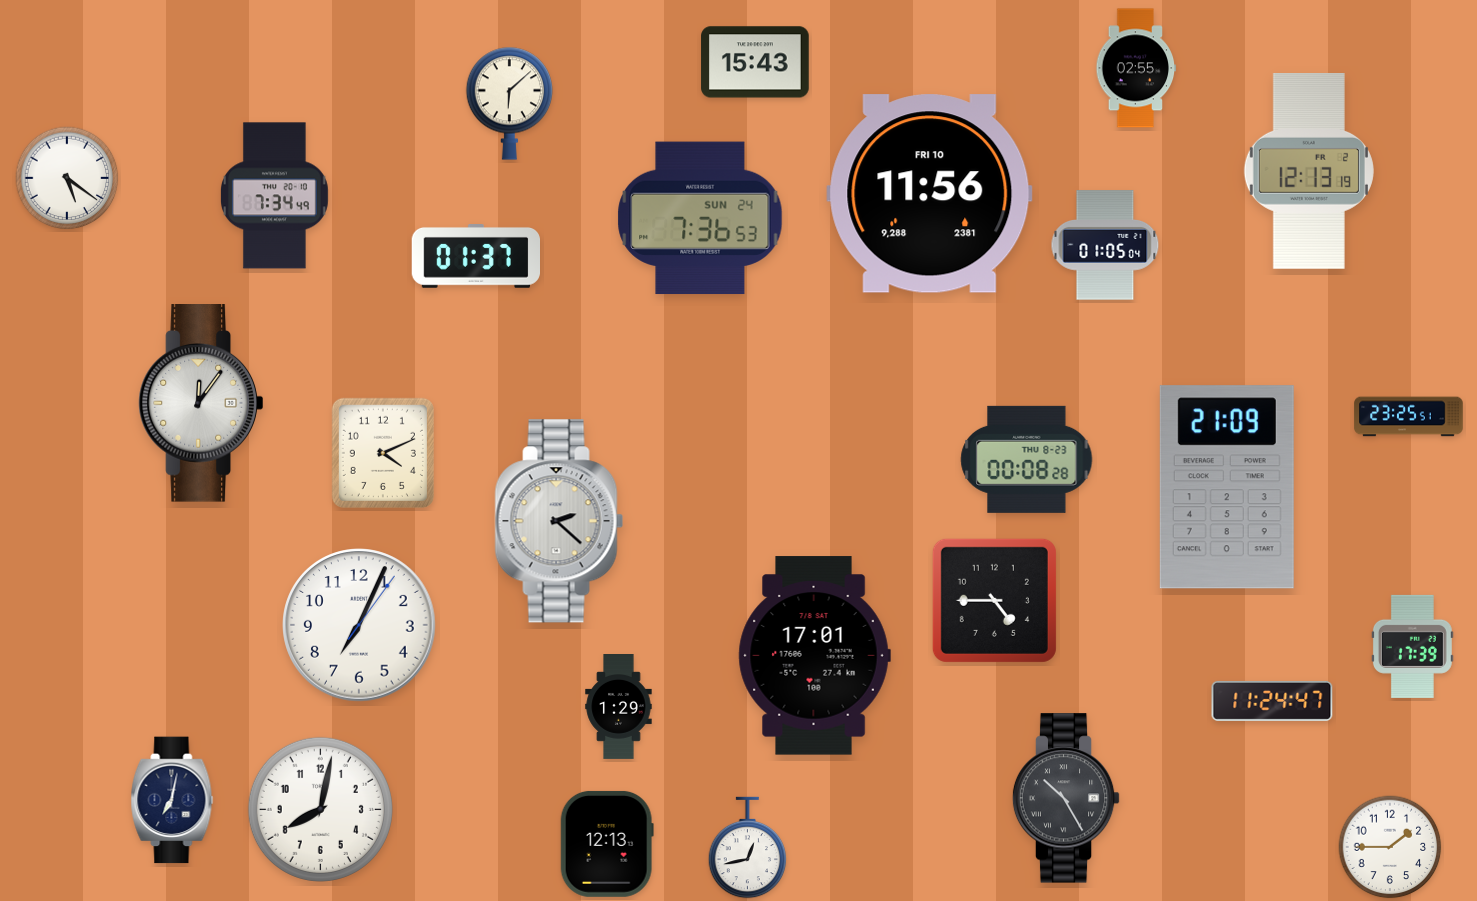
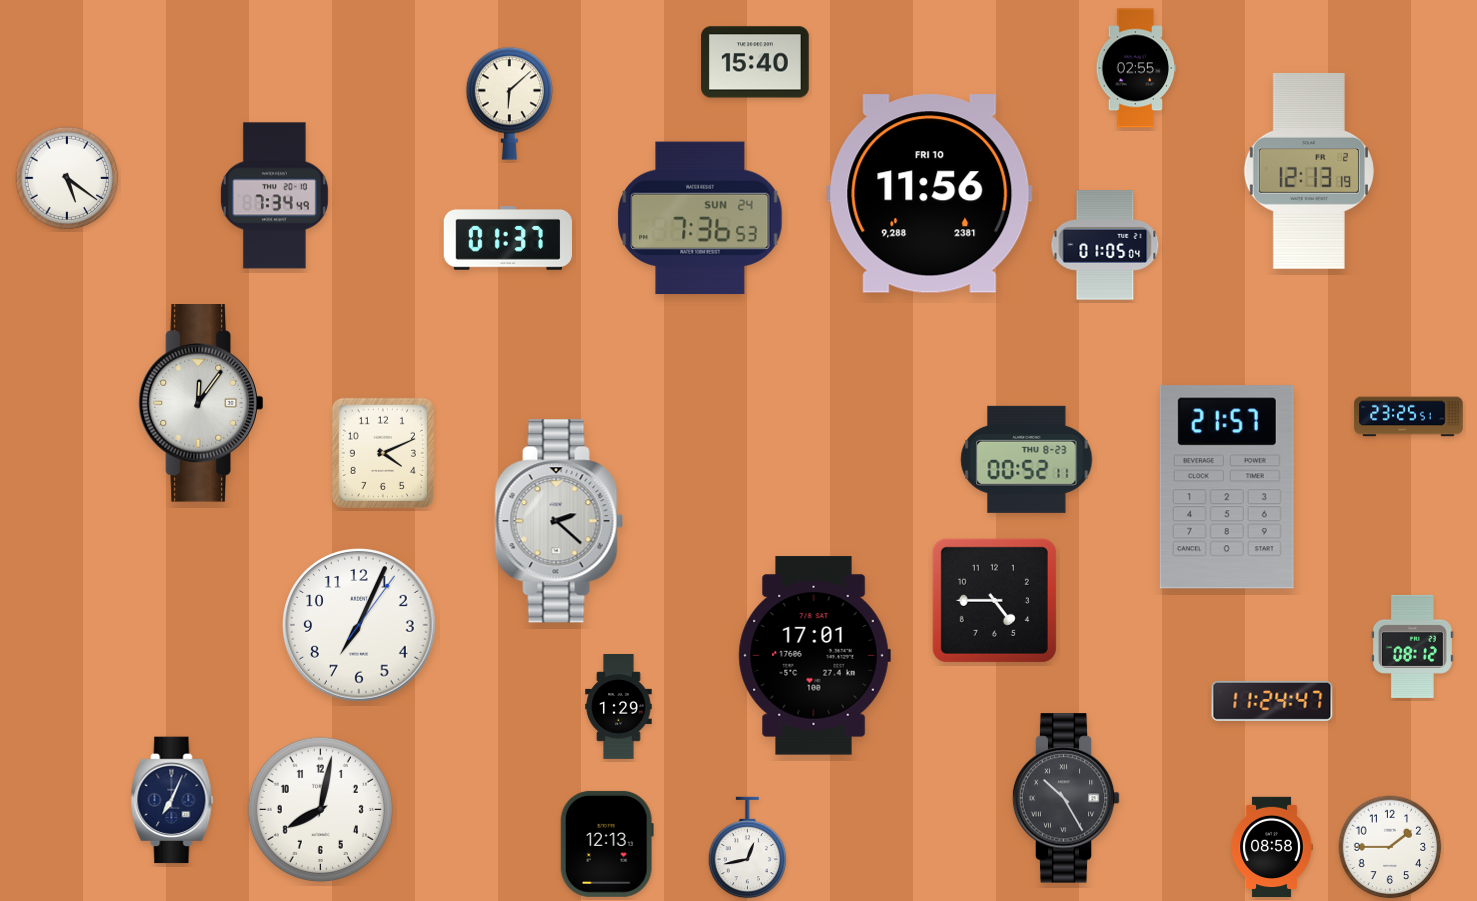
clock at (755, 62): 15:43 -> 15:40
clock at (475, 257) position: (475, 257) -> (507, 239)
clock at (1027, 459): 00:08 -> 00:52
clock at (1227, 487): 21:09 -> 21:57
clock at (1412, 646): 17:39 -> 08:12
clock at (172, 800): 7:02 -> 7:04
clock at (1272, 847): none -> 08:58
